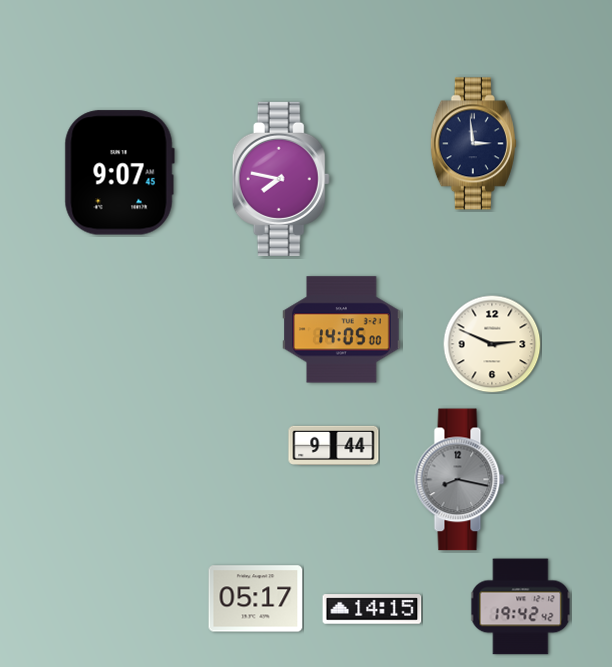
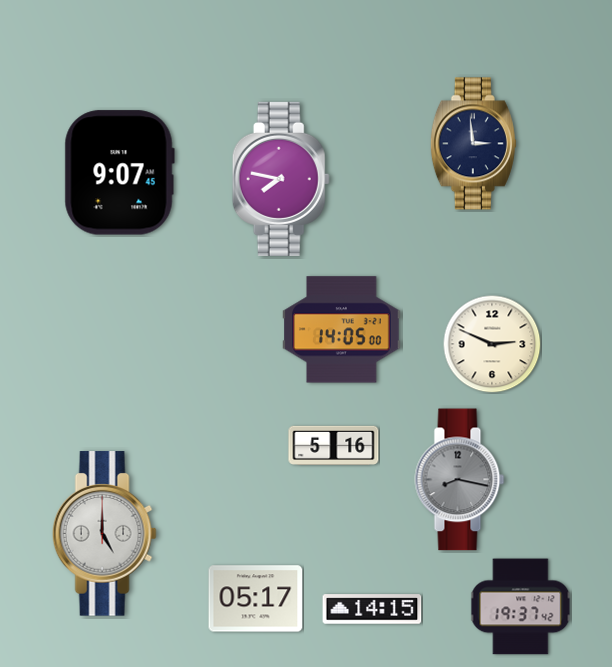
clock at (334, 445): 9:44 -> 5:16
clock at (104, 534): none -> 5:00
clock at (521, 607): 19:42 -> 19:37
